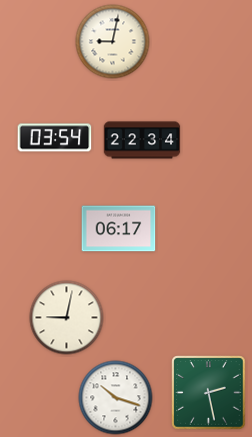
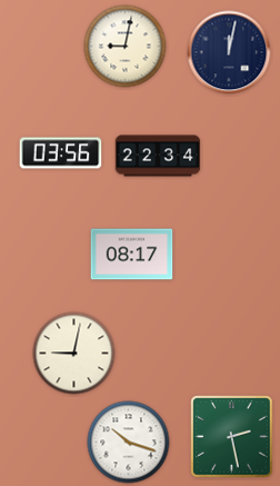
clock at (229, 52): none -> 12:02
clock at (55, 138): 03:54 -> 03:56
clock at (119, 229): 06:17 -> 08:17
